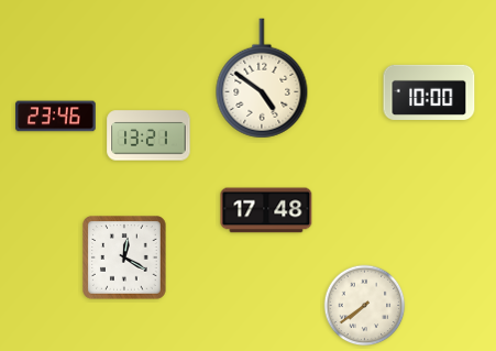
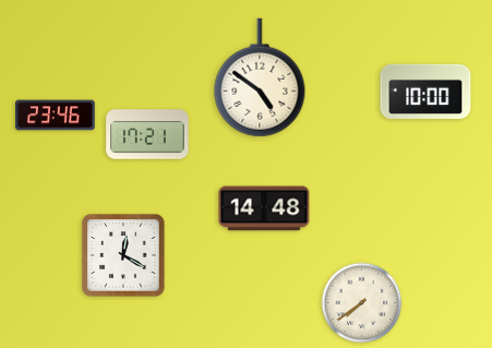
clock at (148, 135): 13:21 -> 17:21
clock at (266, 210): 17:48 -> 14:48
